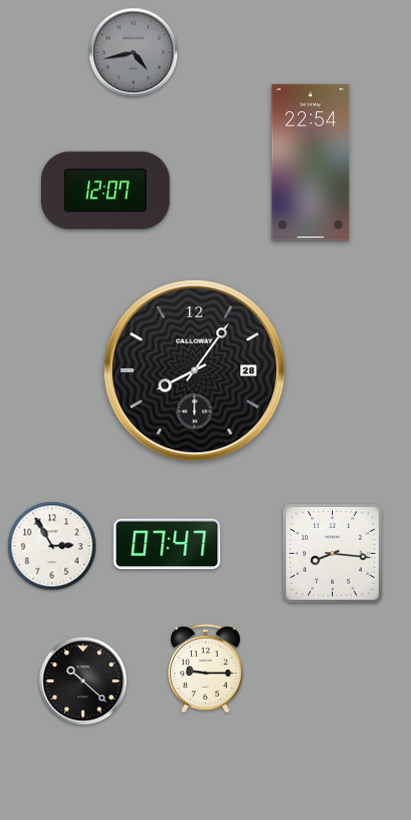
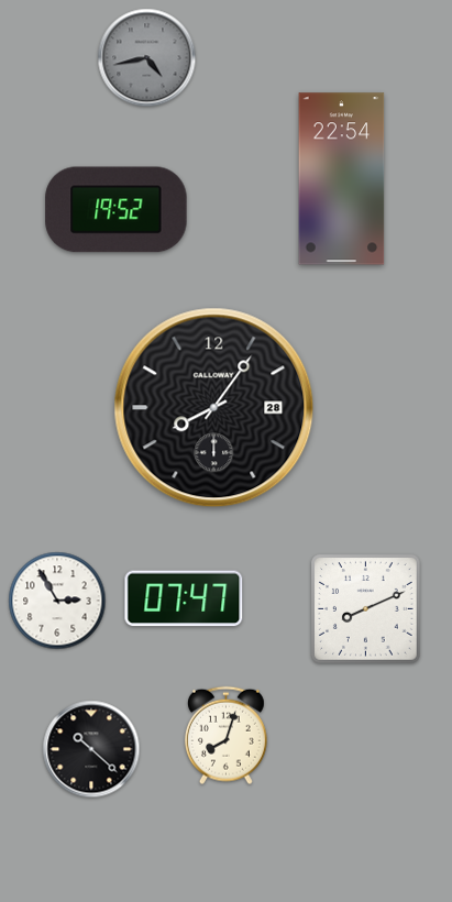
clock at (106, 191): 12:07 -> 19:52
clock at (333, 554): 8:16 -> 8:11
clock at (205, 669): 9:15 -> 8:03
